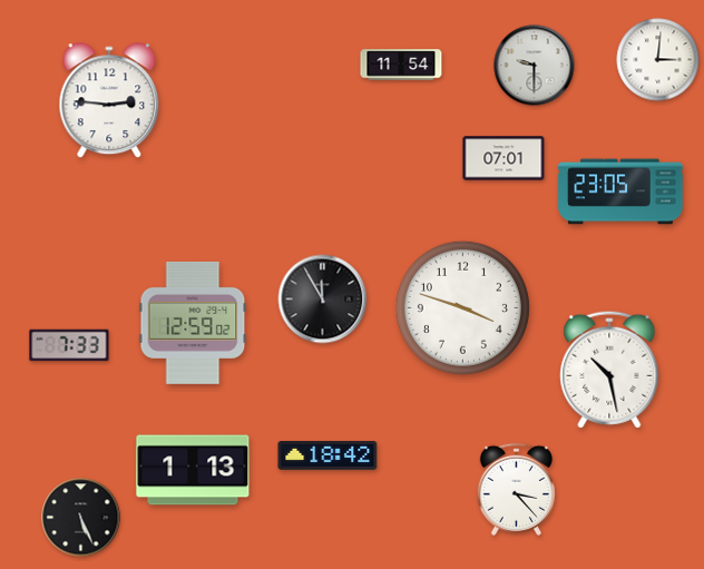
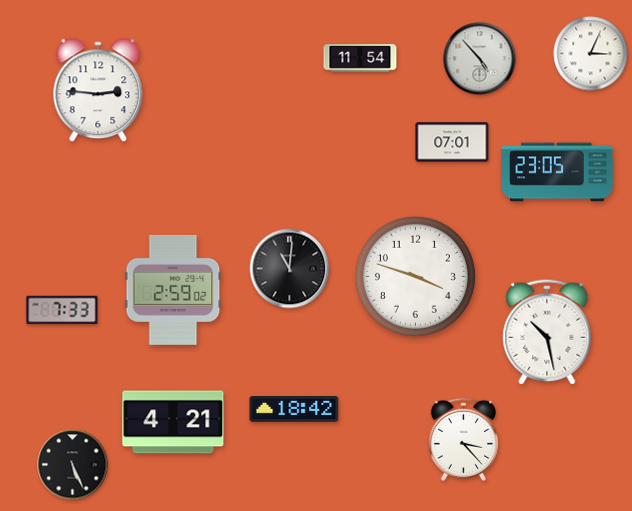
clock at (658, 60): 3:01 -> 3:04
clock at (535, 66): 9:30 -> 4:53
clock at (323, 300): 11:55 -> 11:01
clock at (193, 323): 12:59 -> 2:59
clock at (193, 470): 1:13 -> 4:21
